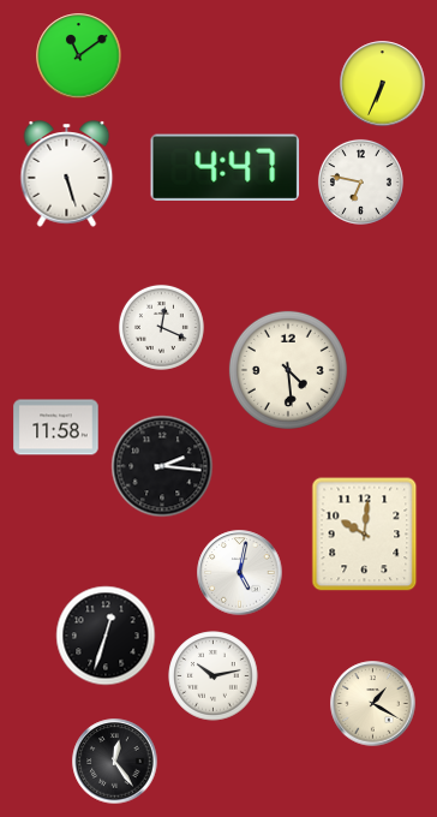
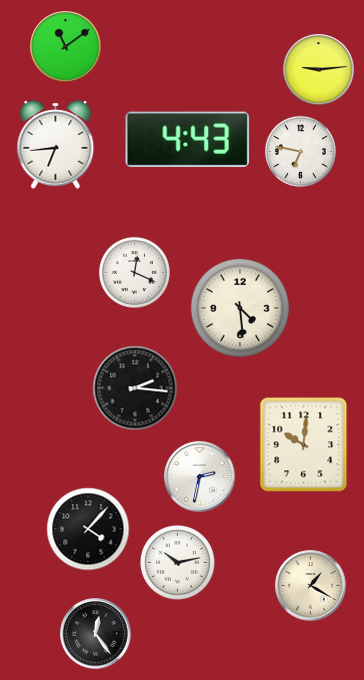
clock at (383, 84): 6:34 -> 9:14
clock at (226, 167): 4:47 -> 4:43
clock at (67, 174): 5:27 -> 6:44
clock at (56, 428): 11:58 -> none
clock at (240, 573): 5:02 -> 2:32
clock at (106, 636): 12:33 -> 4:07
